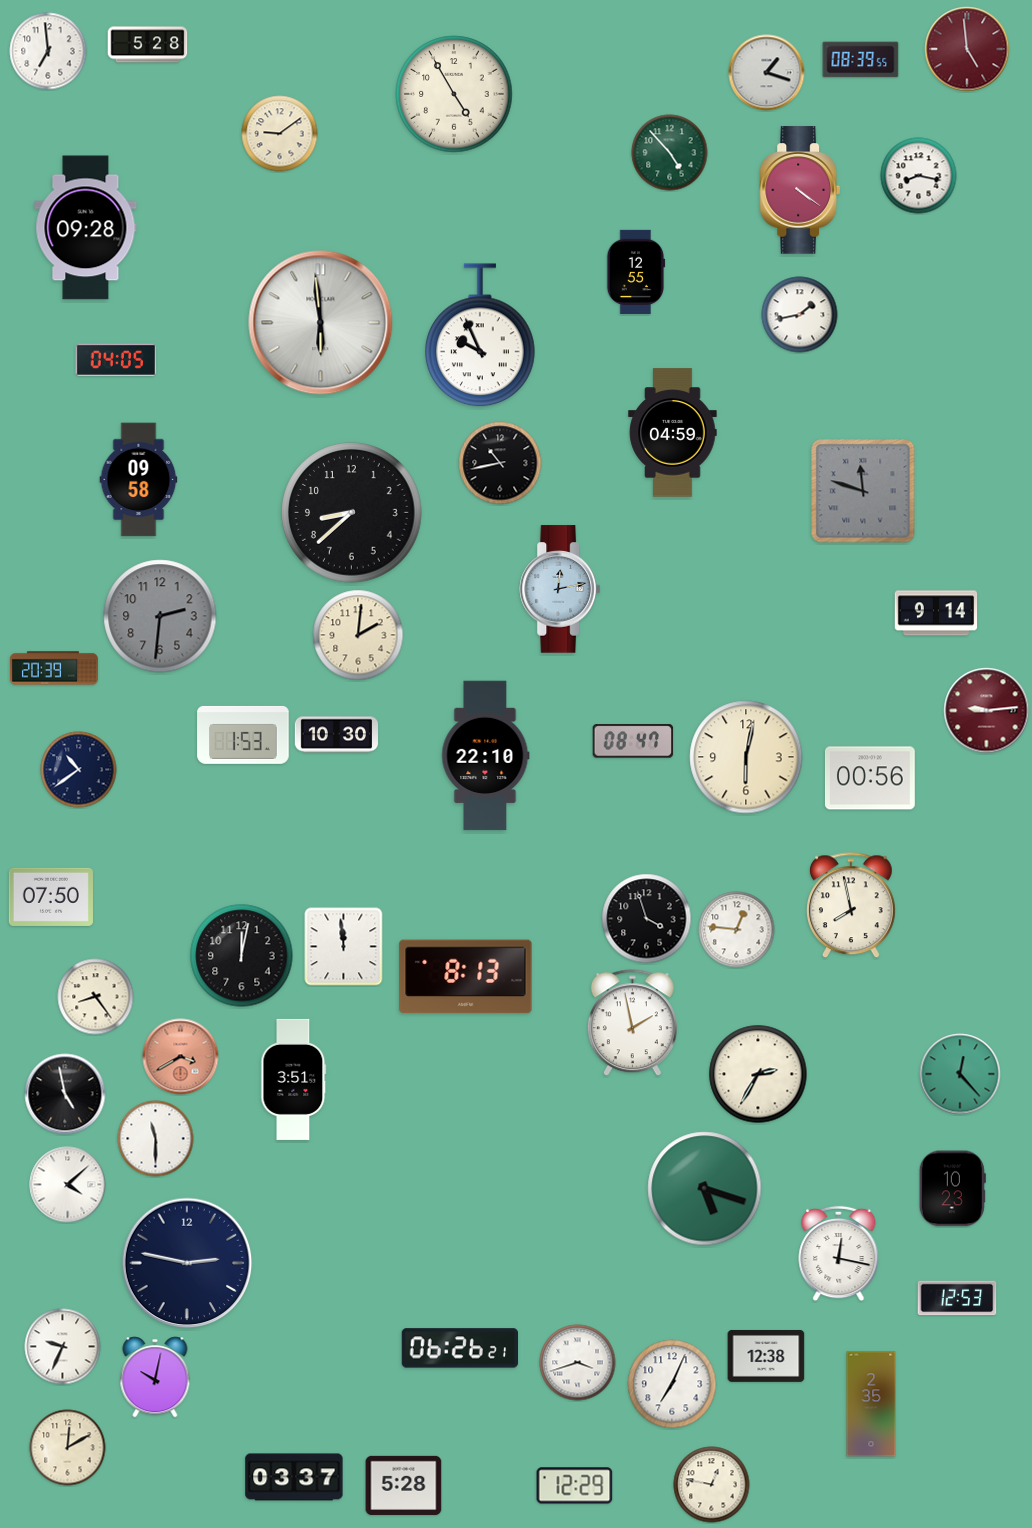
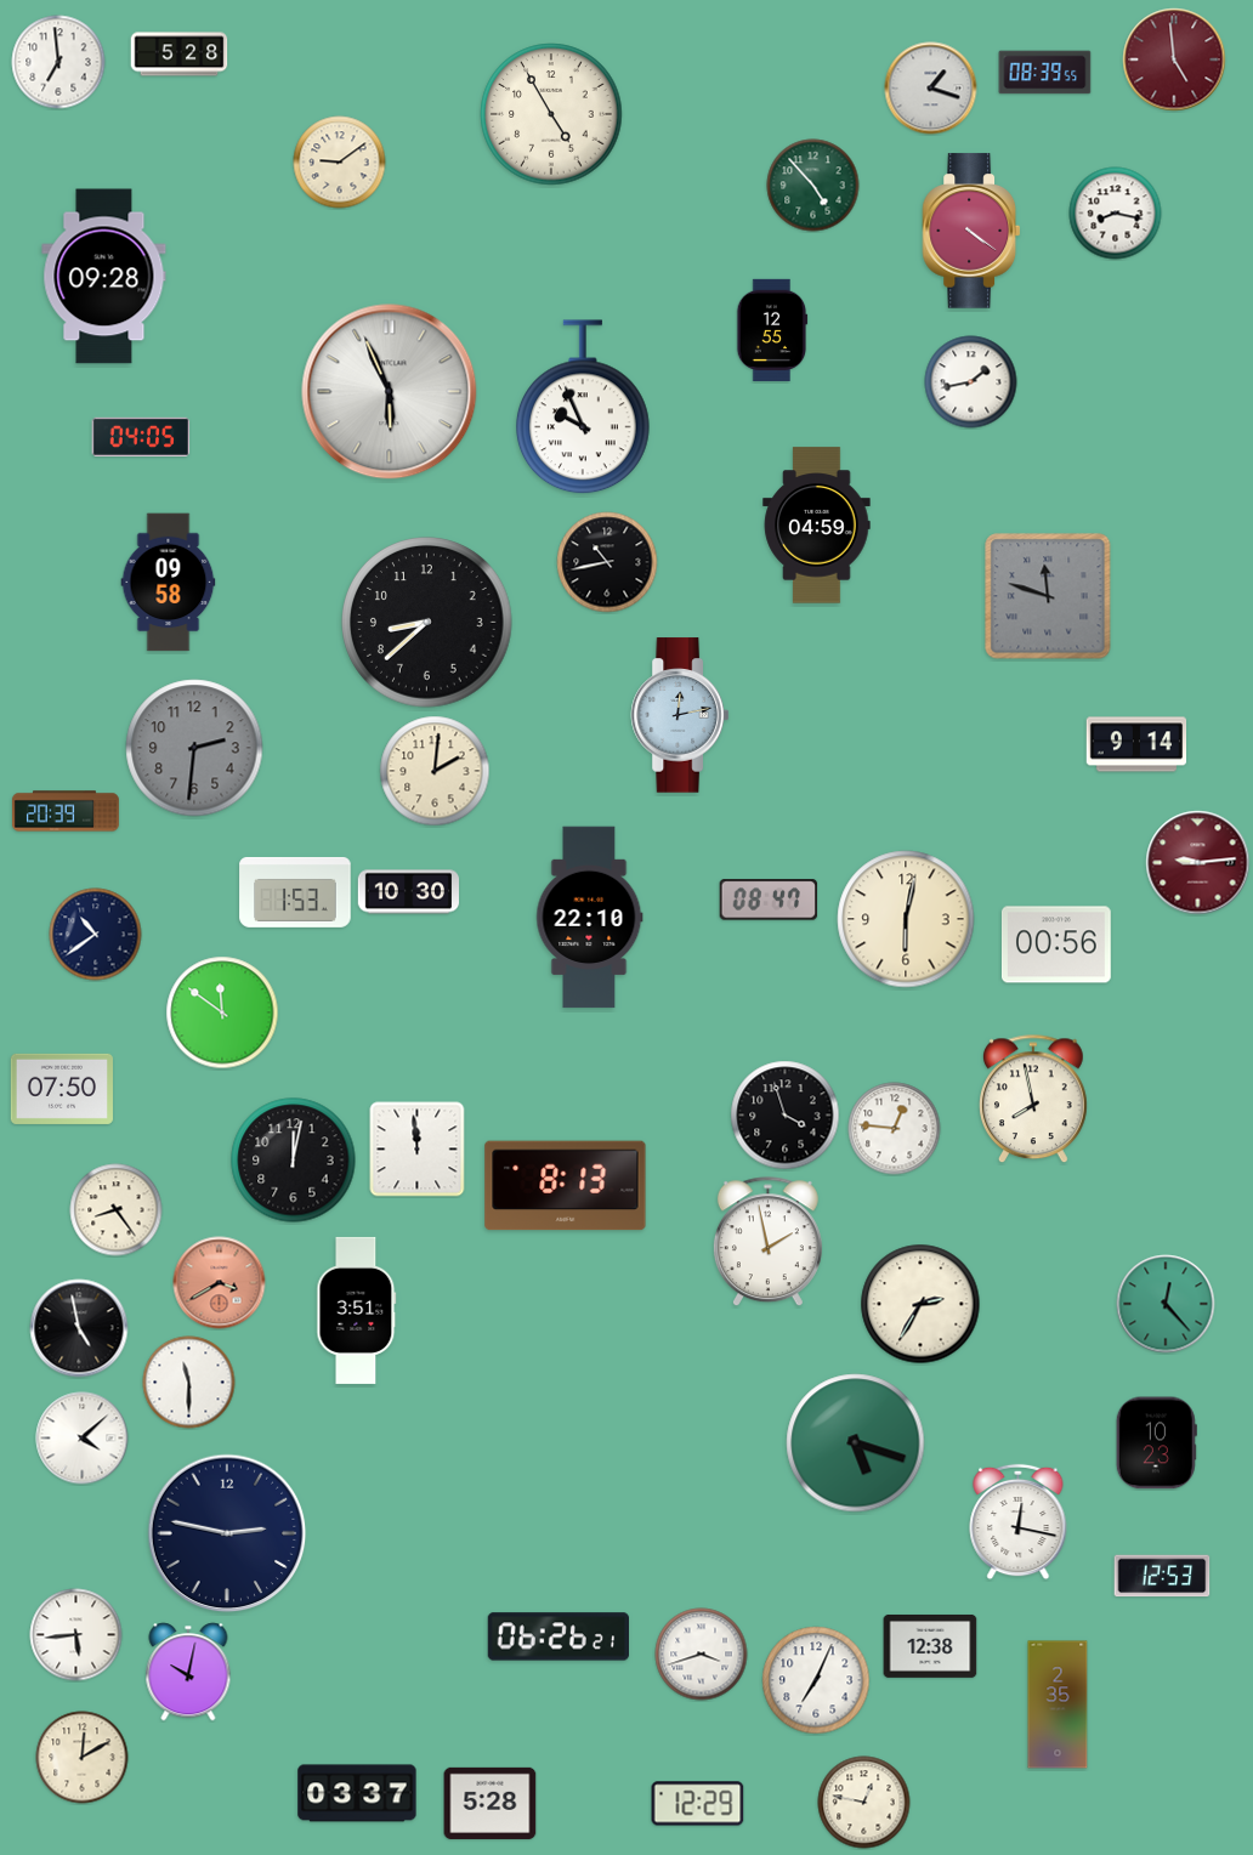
clock at (321, 323): 5:59 -> 5:56
clock at (222, 1012): none -> 11:51
clock at (63, 1347): 9:34 -> 5:44
